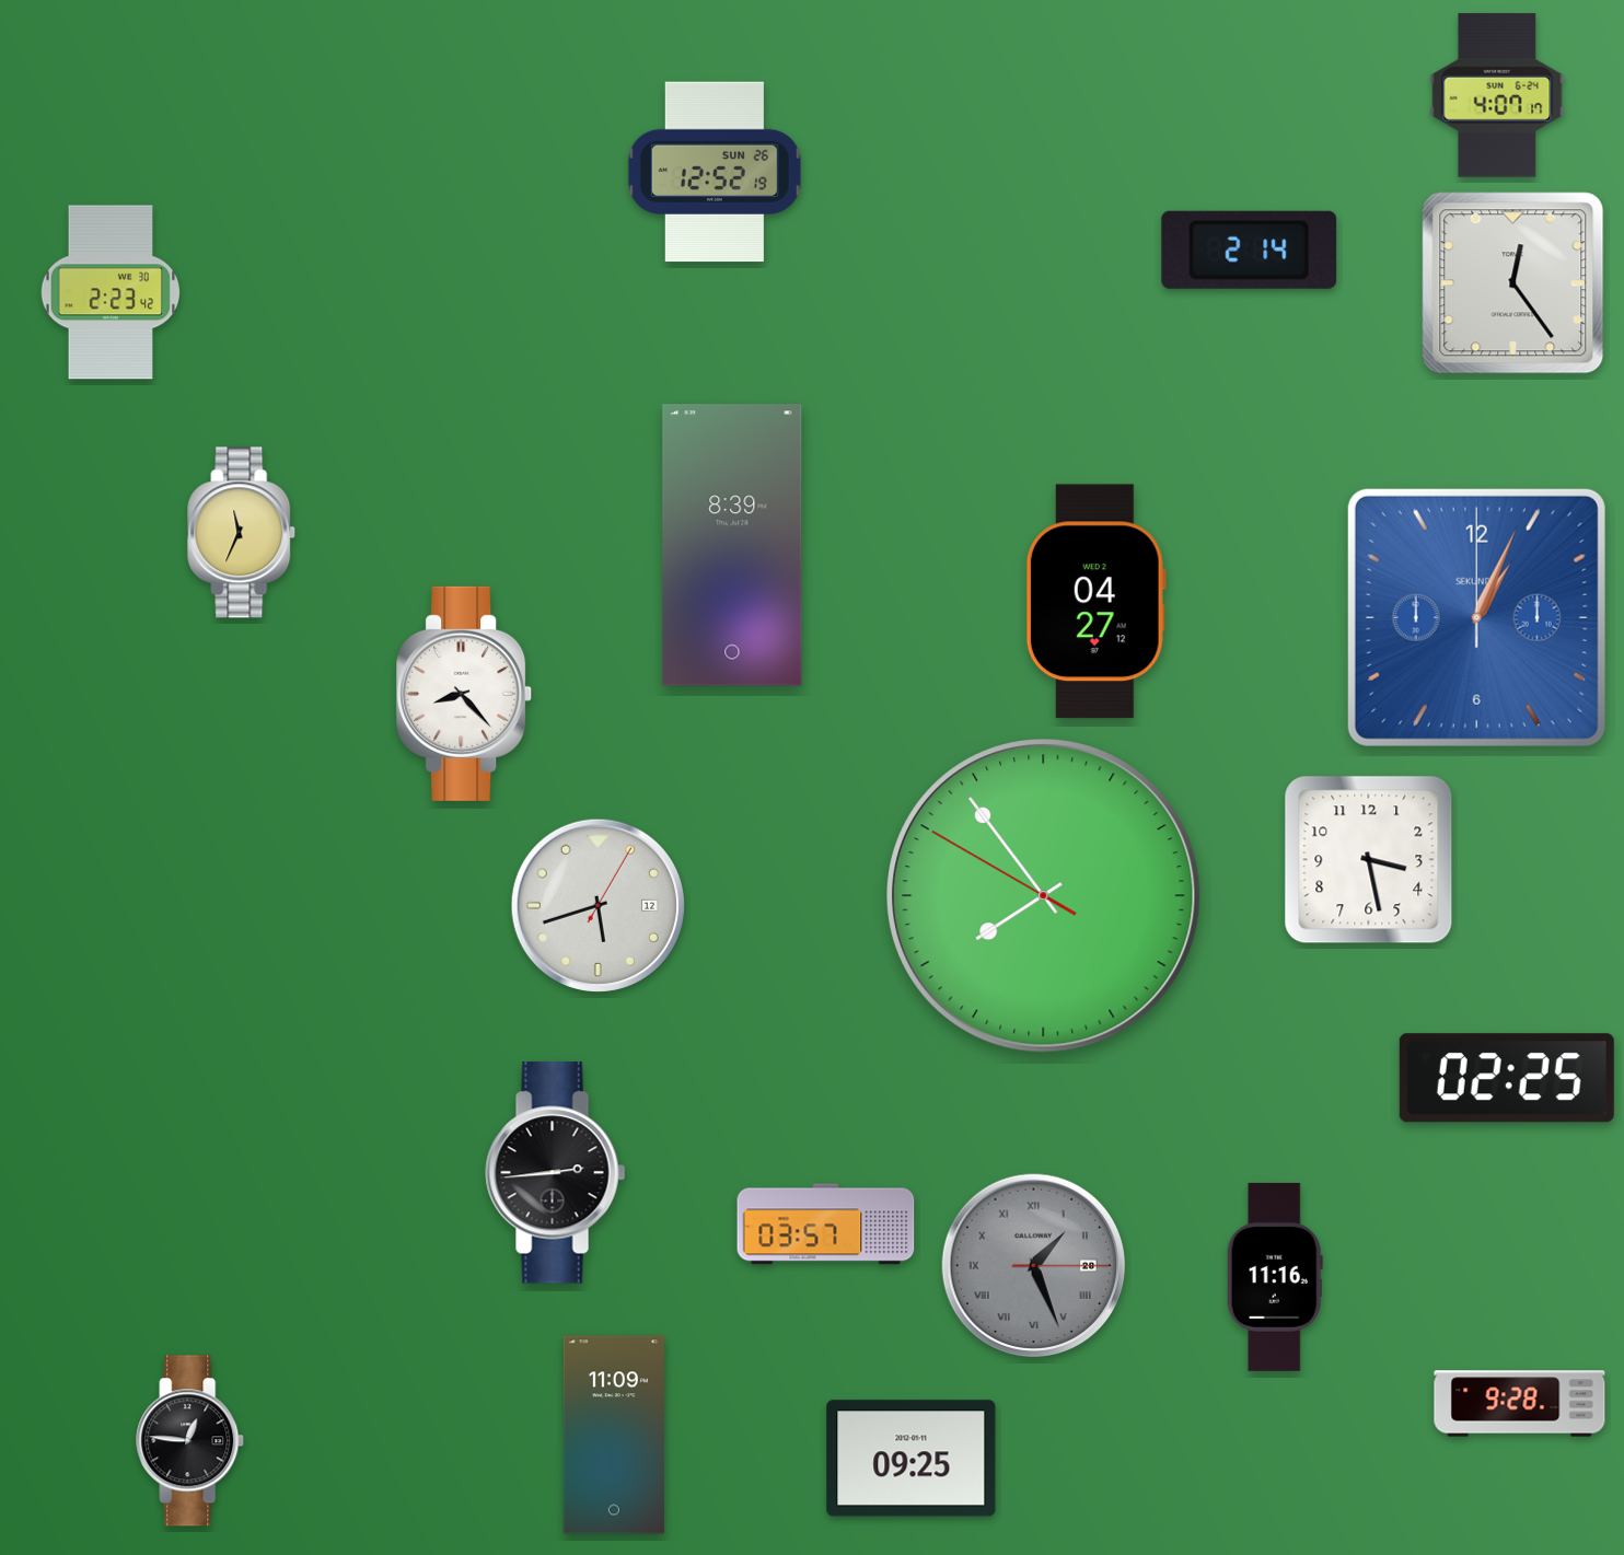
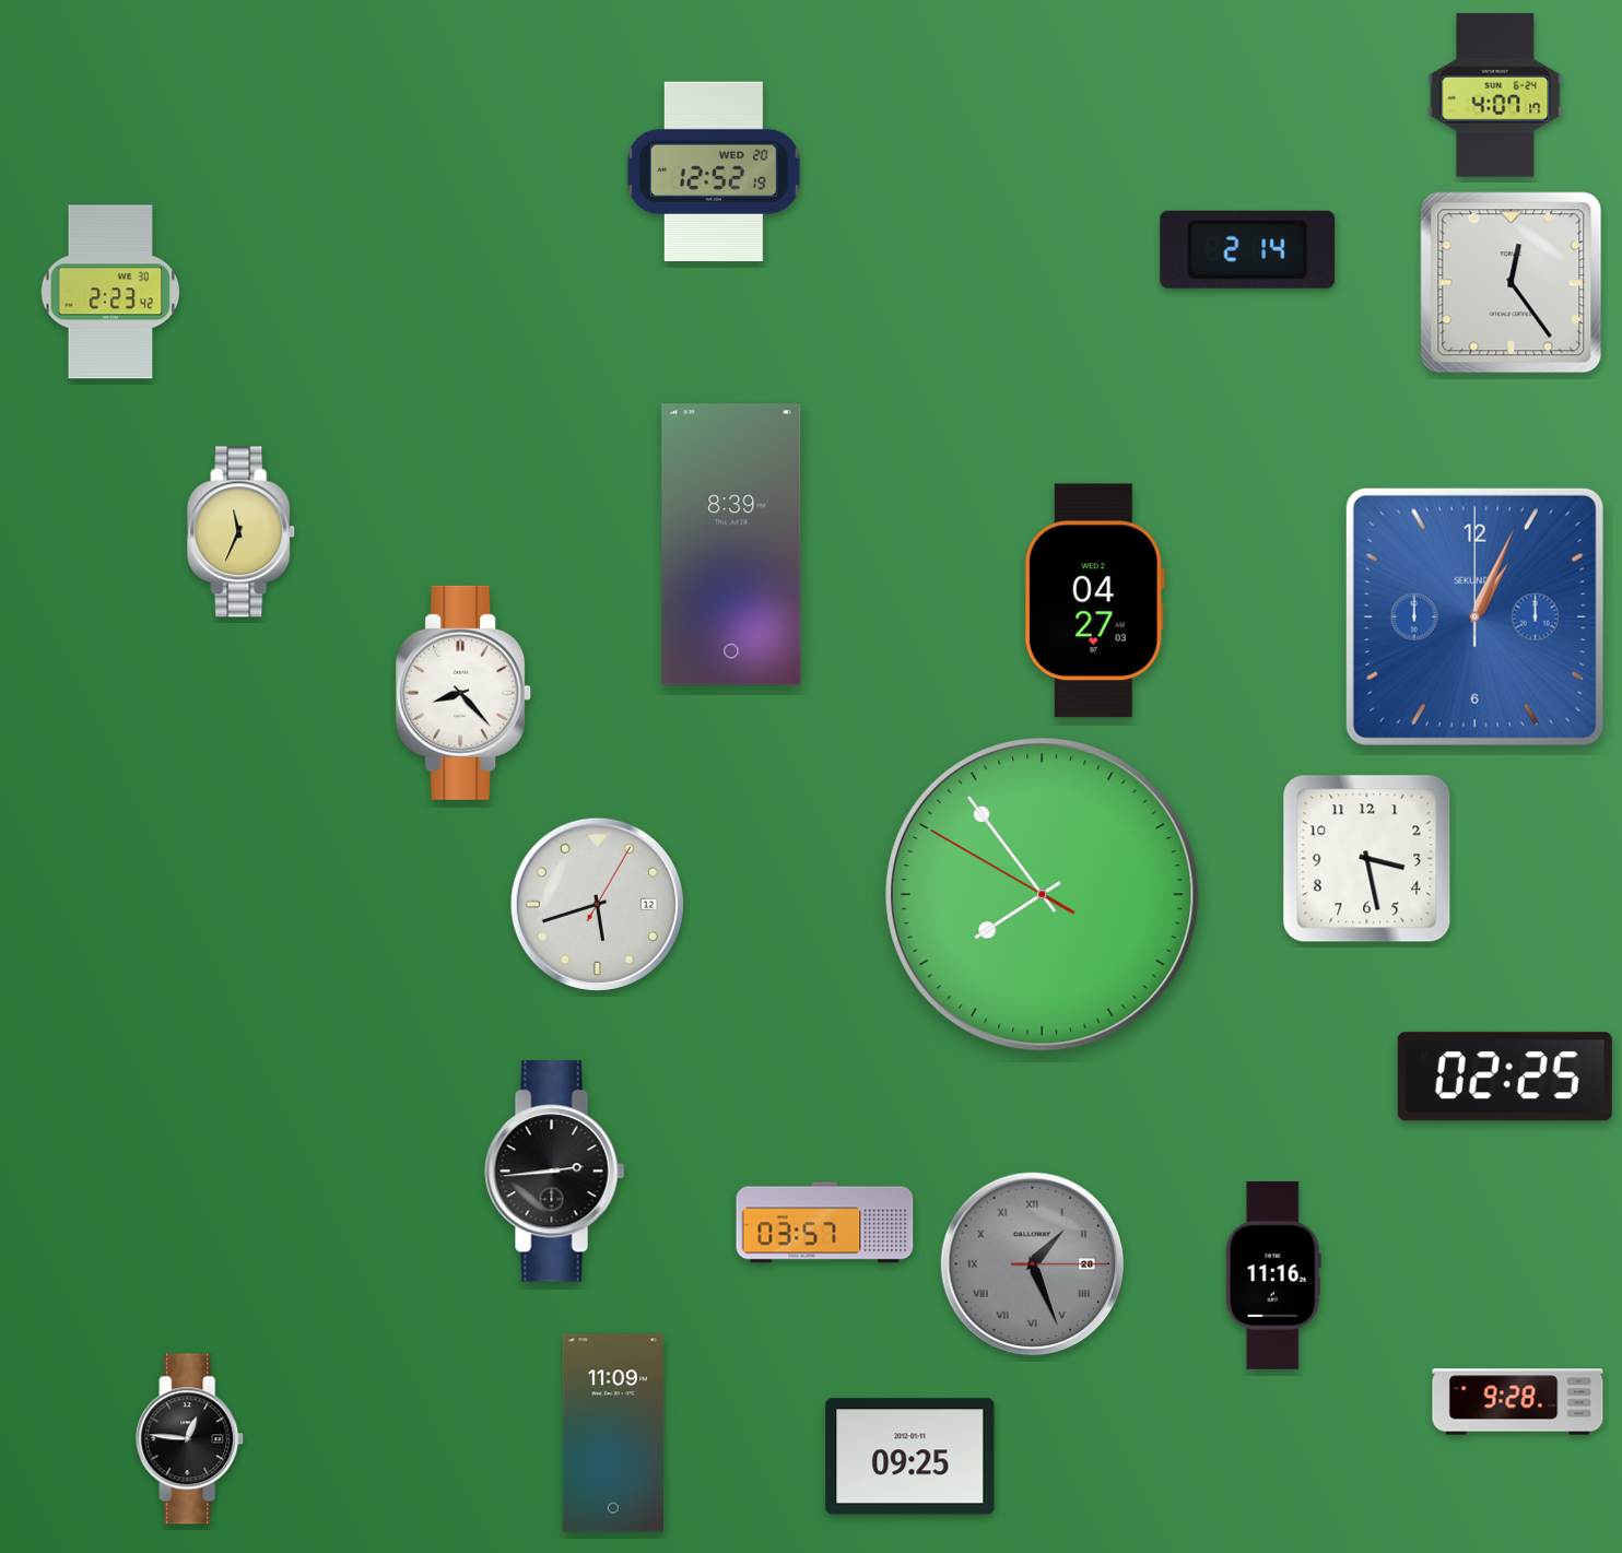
clock at (715, 172) date: SUN 26 -> WED 20
clock at (1095, 602): 04:27:12 -> 04:27:03
